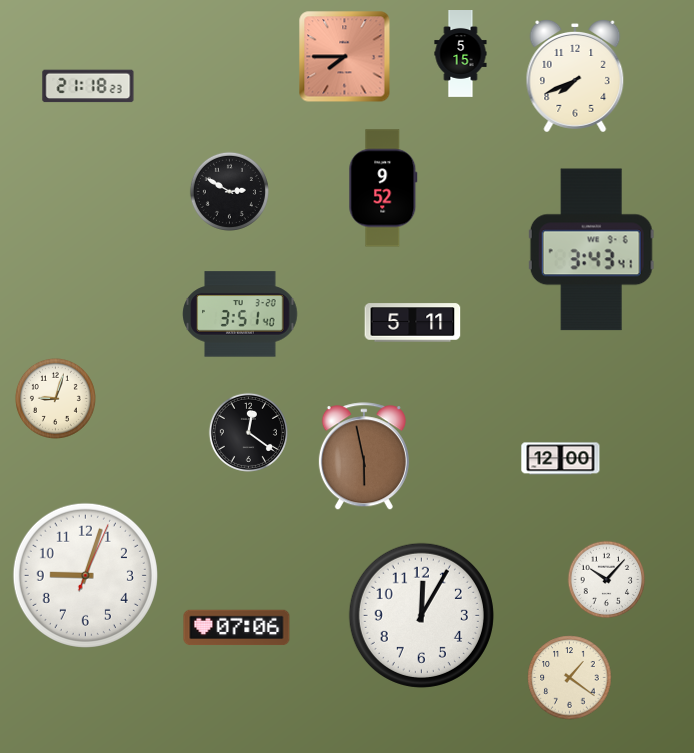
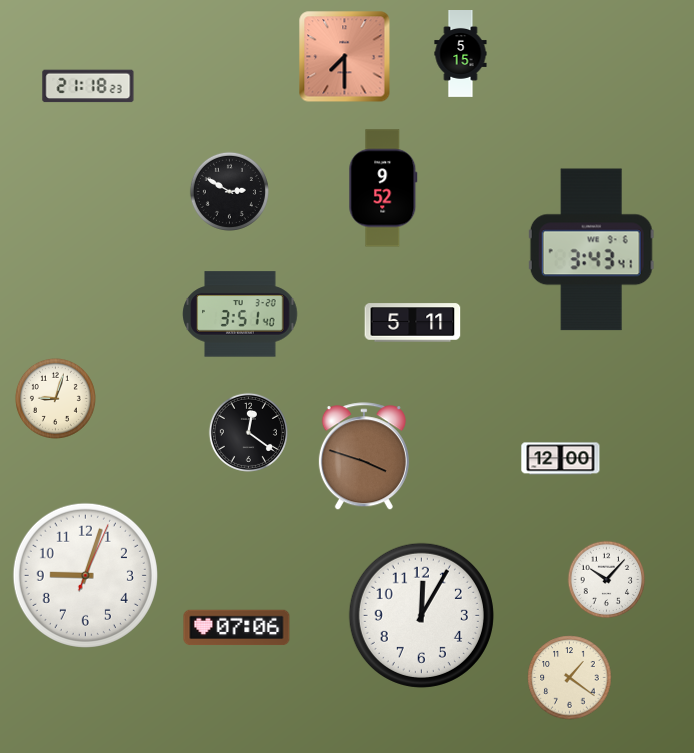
clock at (345, 57): 7:45 -> 7:30
clock at (575, 77): 7:41 -> none
clock at (364, 457): 5:58 -> 3:48
